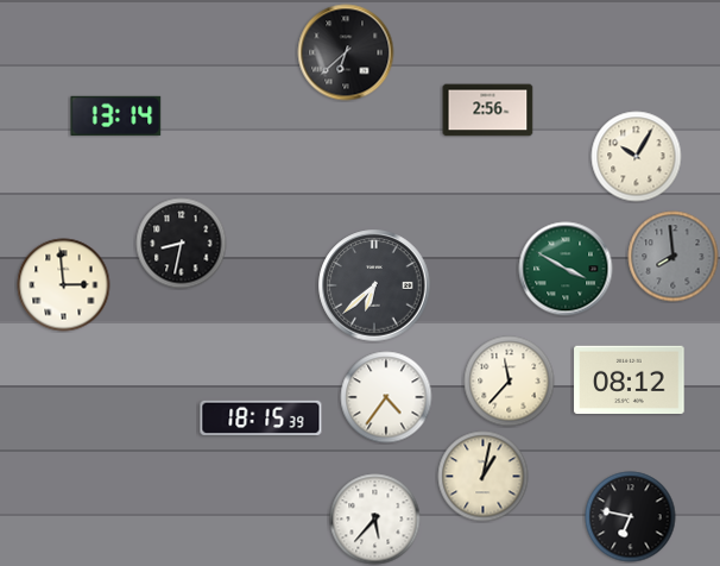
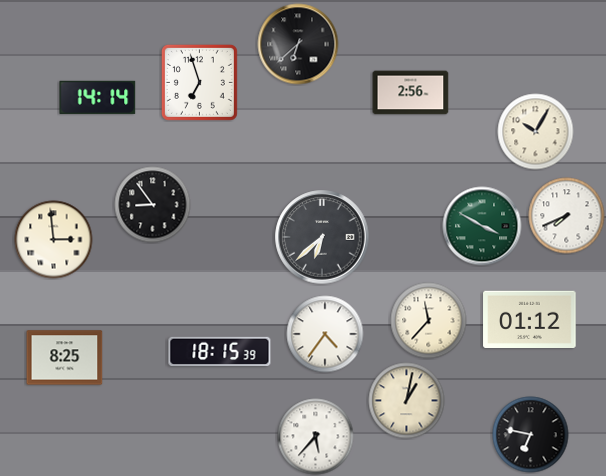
clock at (346, 52) position: (346, 52) -> (298, 44)
clock at (199, 82): none -> 6:57
clock at (116, 115): 13:14 -> 14:14
clock at (182, 244): 8:32 -> 8:54
clock at (674, 257): 7:59 -> 7:41
clock at (674, 257) dial: grey -> white
clock at (566, 269) position: (566, 269) -> (482, 226)
clock at (374, 285) position: (374, 285) -> (322, 237)
clock at (630, 379): 08:12 -> 01:12
clock at (65, 358): none -> 8:25
